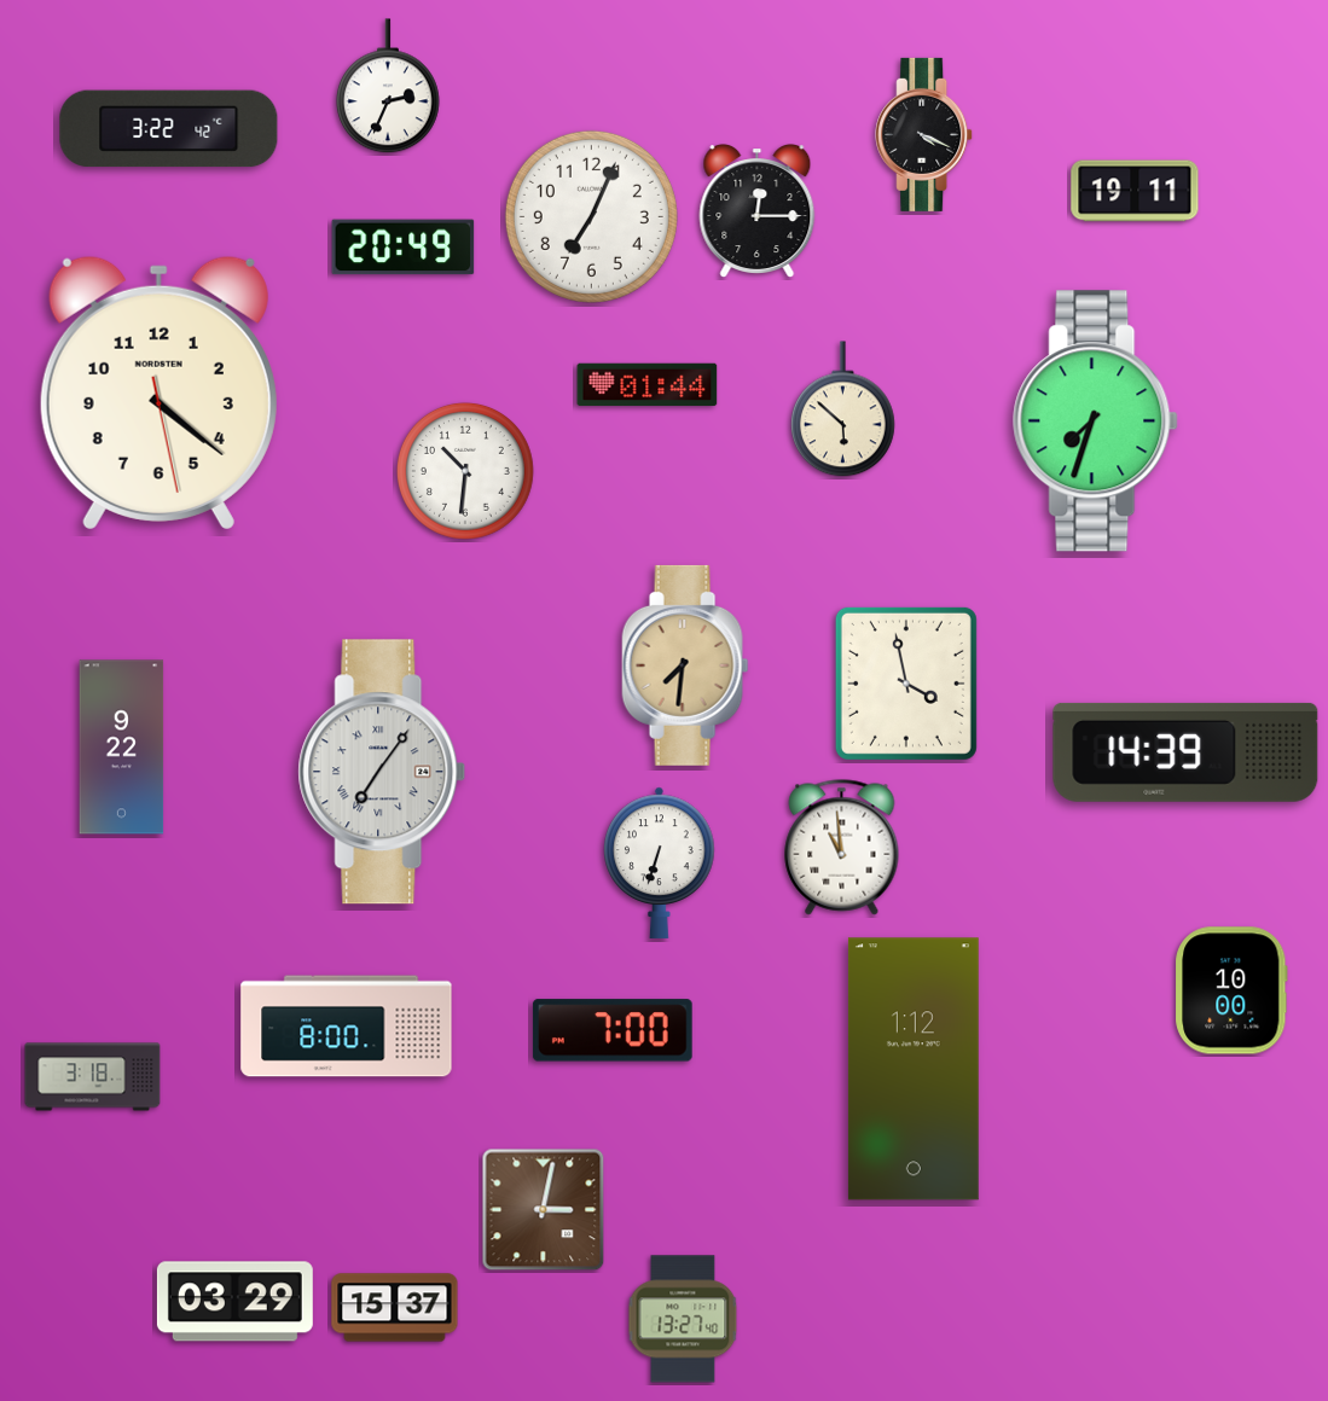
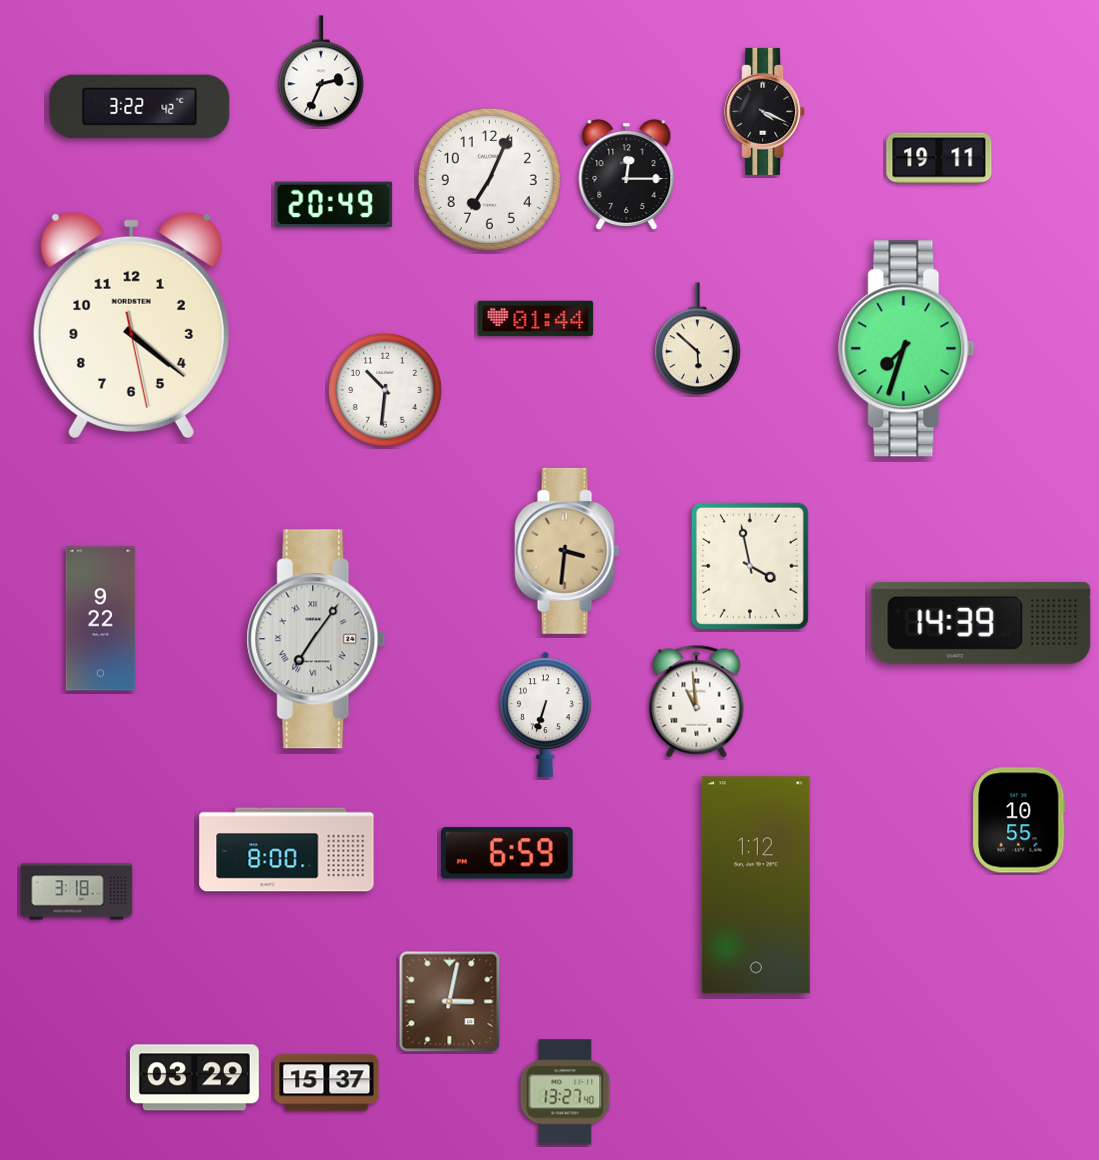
clock at (685, 665): 7:31 -> 3:31
clock at (1231, 990): 10:00 -> 10:55
clock at (613, 1030): 7:00 -> 6:59
